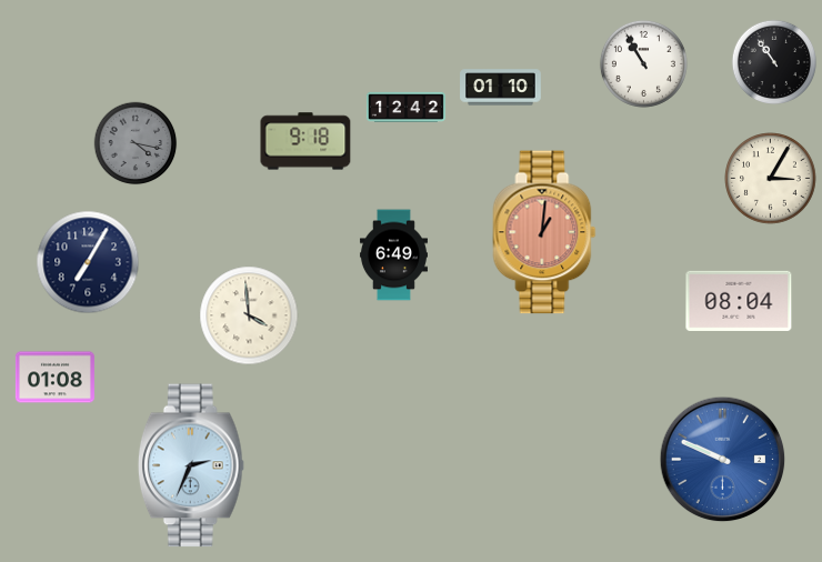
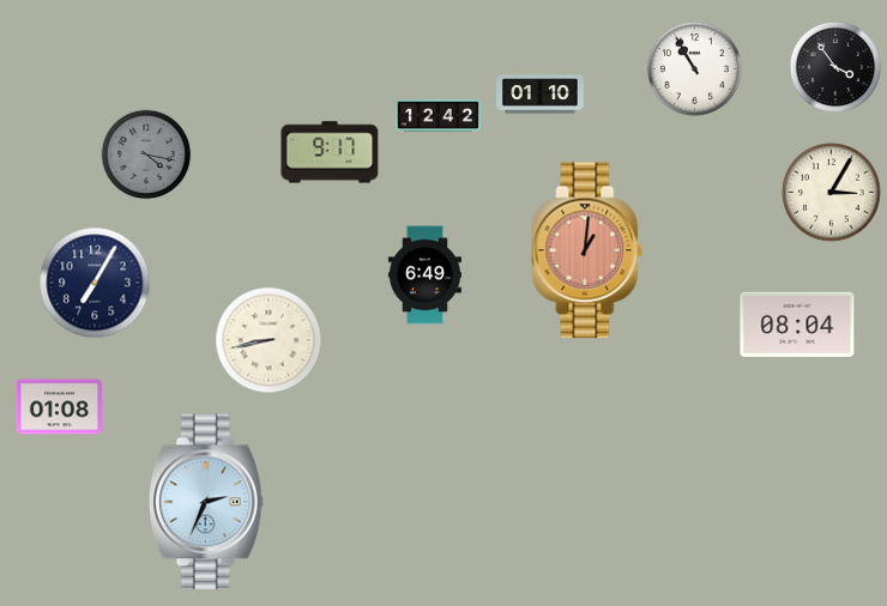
clock at (773, 61): 10:54 -> 3:54
clock at (305, 141): 9:18 -> 9:17
clock at (249, 315): 3:59 -> 8:43
clock at (723, 460): 9:49 -> none
